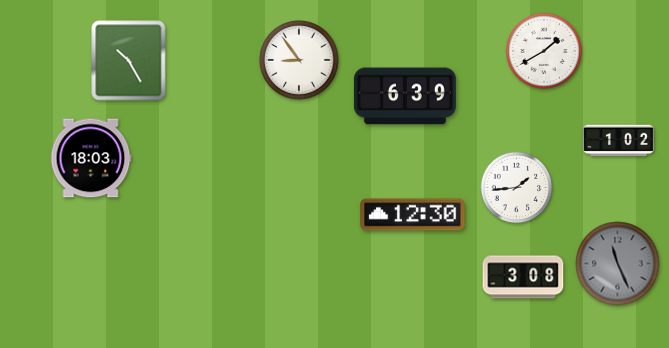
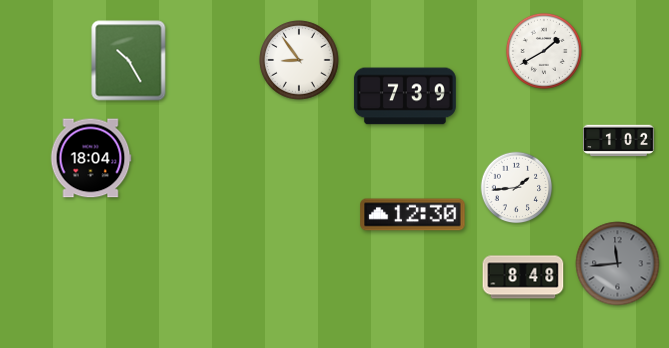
clock at (405, 96): 6:39 -> 7:39
clock at (91, 158): 18:03 -> 18:04
clock at (618, 264): 11:26 -> 11:44
clock at (523, 277): 3:08 -> 8:48
